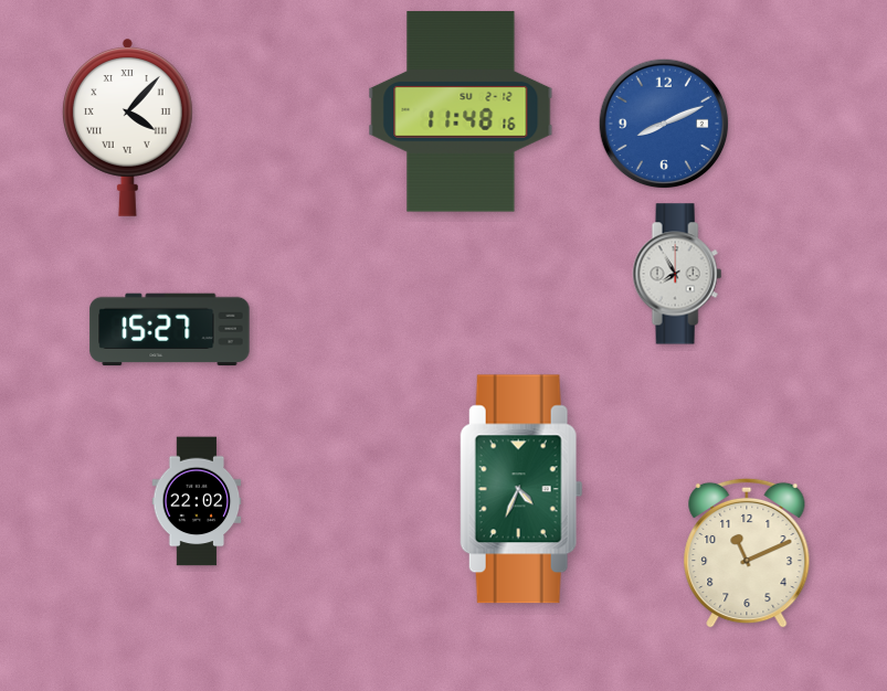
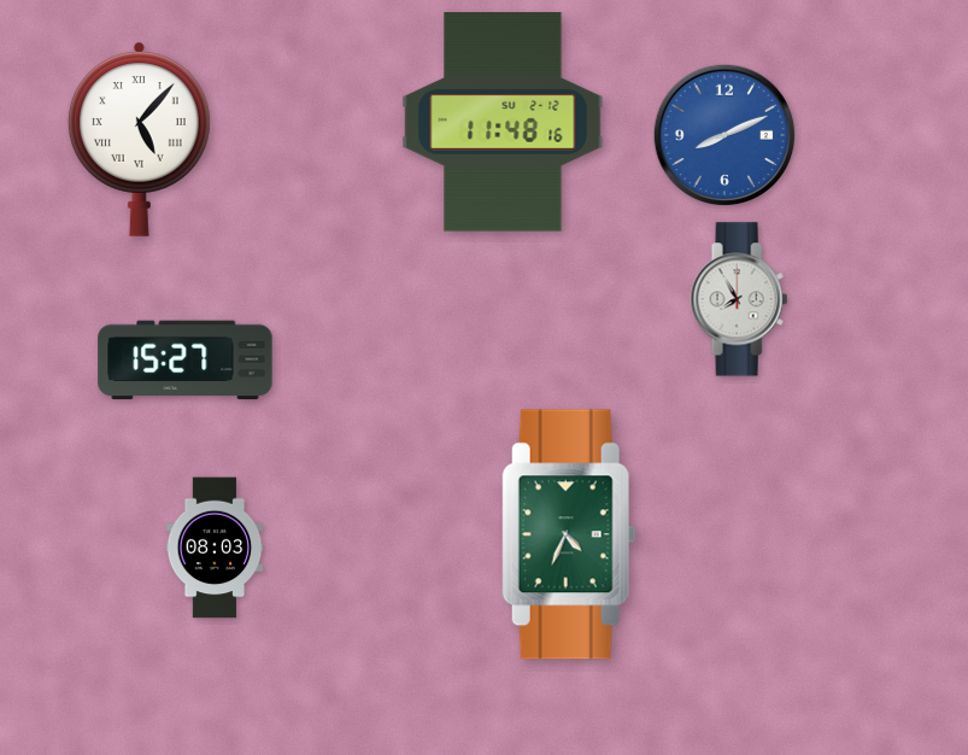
clock at (127, 127): 4:07 -> 5:07
clock at (197, 501): 22:02 -> 08:03
clock at (747, 553): 11:11 -> none
